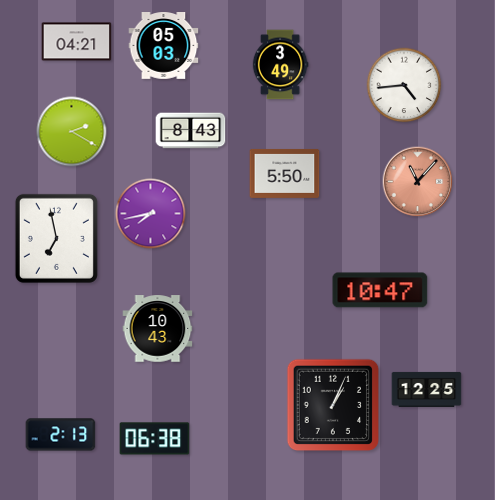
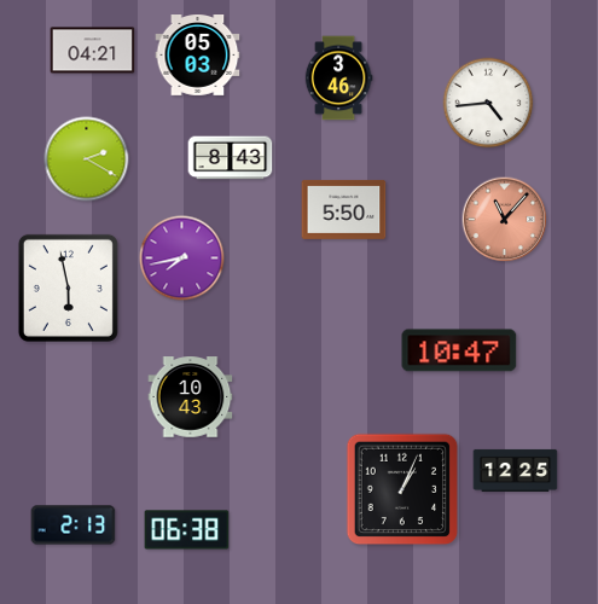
clock at (280, 65): 3:49 -> 3:46
clock at (56, 238): 6:58 -> 5:58
